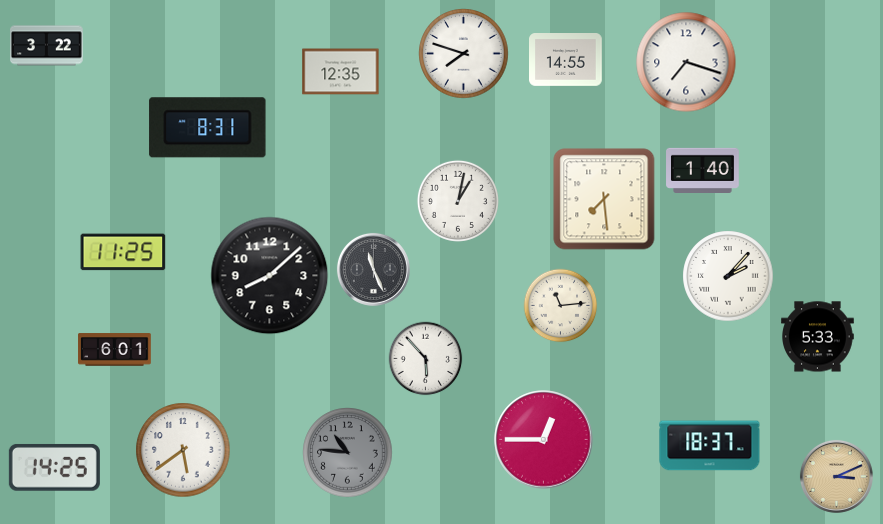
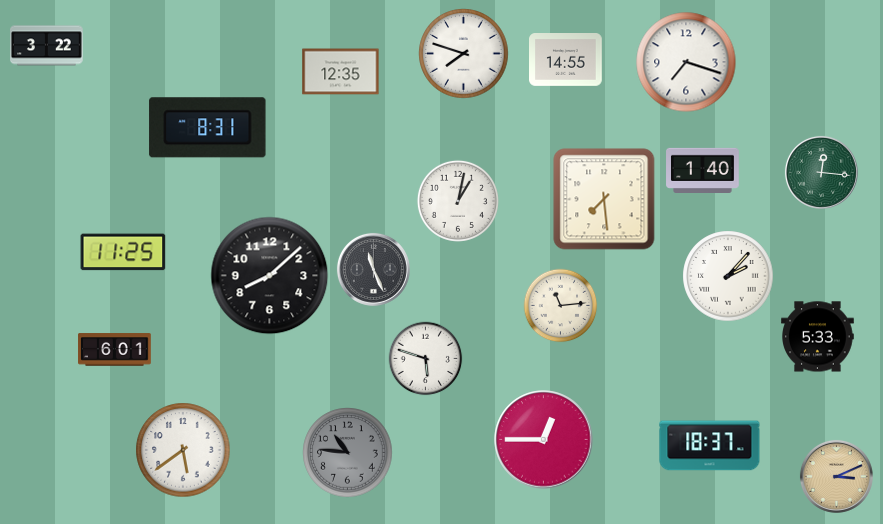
clock at (821, 172): none -> 12:16
clock at (426, 359): 5:53 -> 5:48
clock at (54, 468): 14:25 -> none
